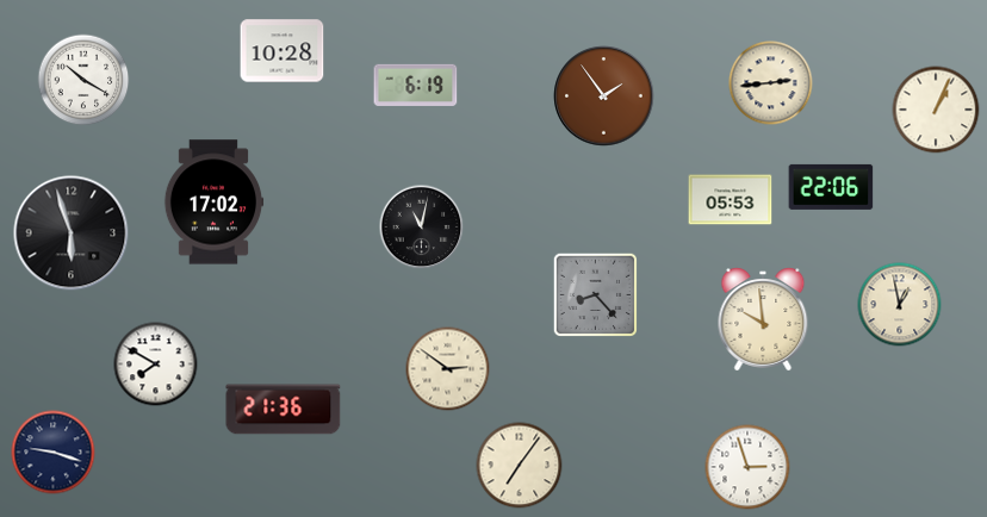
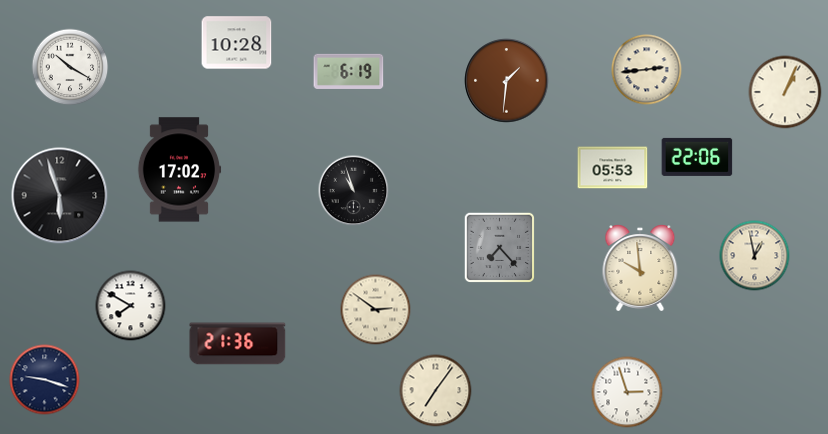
clock at (604, 96): 1:54 -> 1:31
clock at (422, 228): 11:02 -> 10:57
clock at (596, 295): 8:23 -> 7:23
